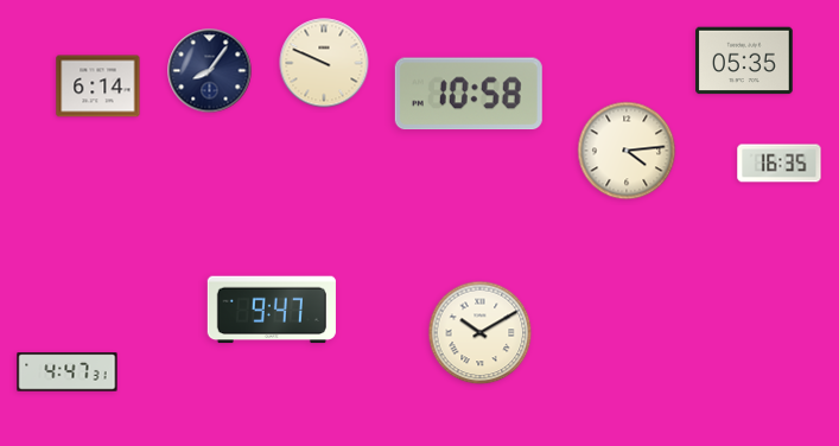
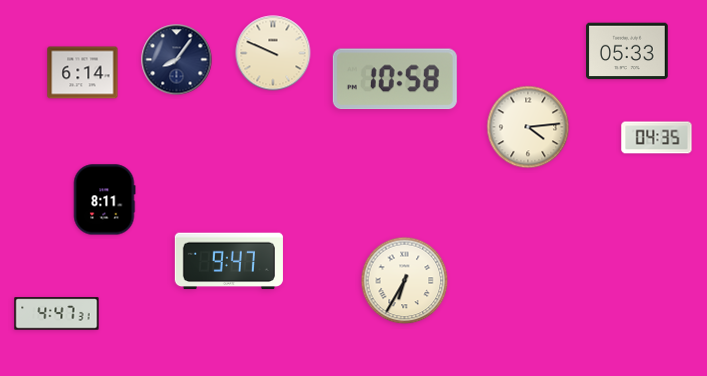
clock at (744, 60): 05:35 -> 05:33
clock at (780, 164): 16:35 -> 04:35
clock at (104, 200): none -> 8:11
clock at (481, 333): 10:10 -> 6:35
